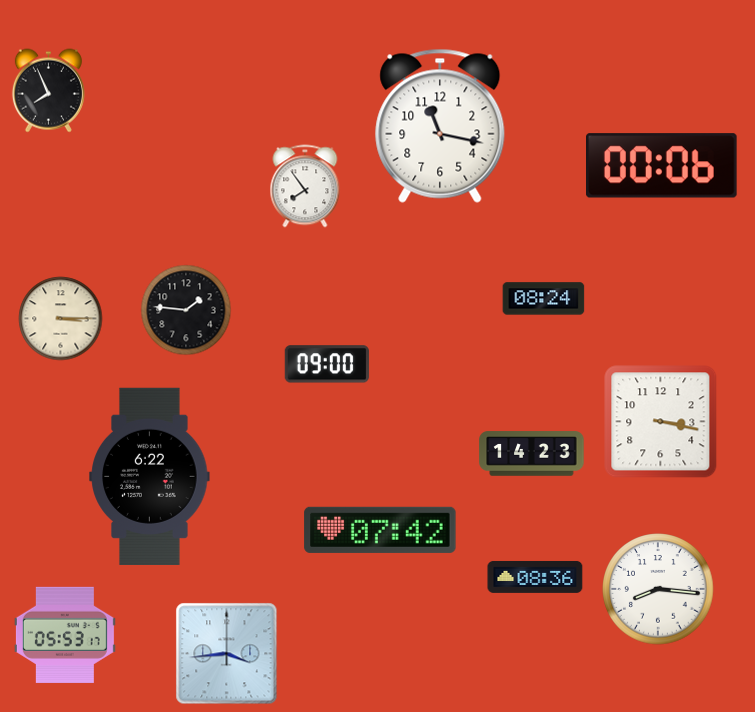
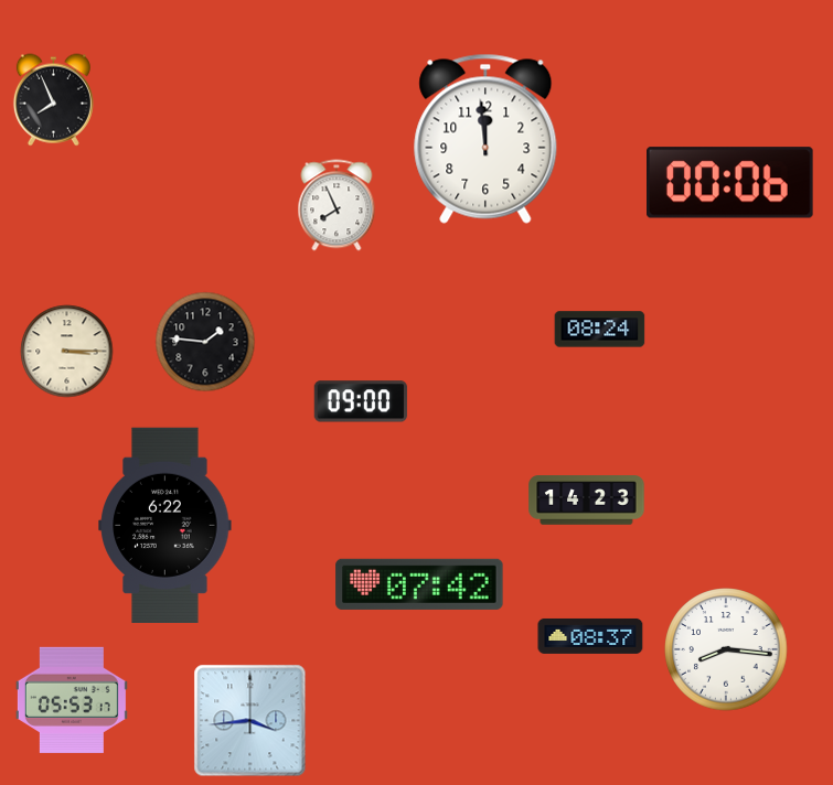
clock at (440, 126): 11:17 -> 11:59
clock at (305, 186): 7:54 -> 7:56
clock at (661, 422): 3:17 -> none
clock at (535, 577): 08:36 -> 08:37
